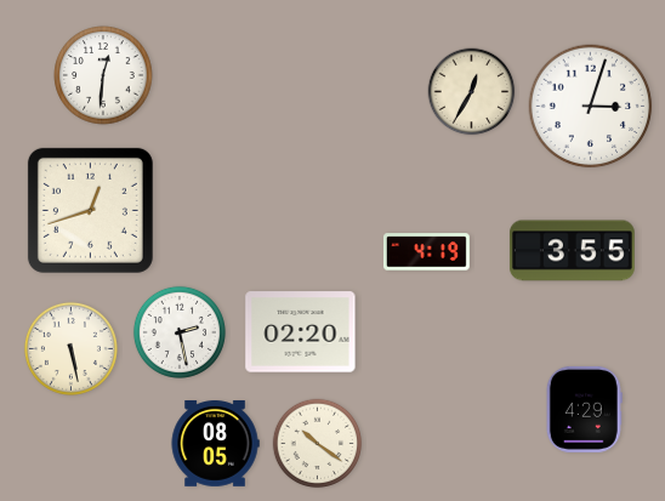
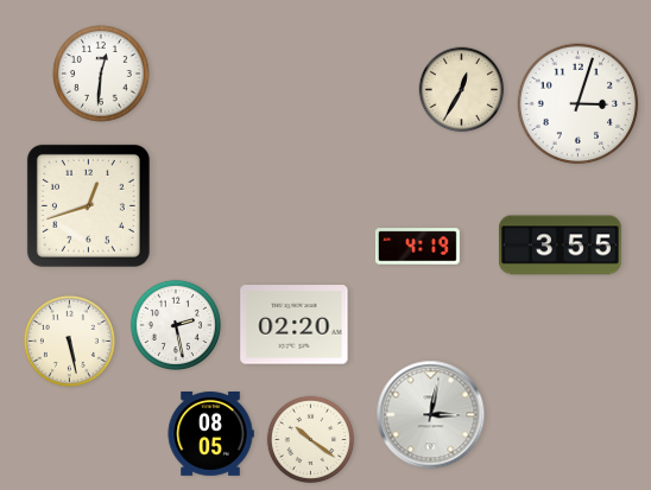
clock at (584, 409): 4:29 -> none
clock at (431, 415): none -> 3:02
clock at (318, 444) position: (318, 444) -> (311, 440)
